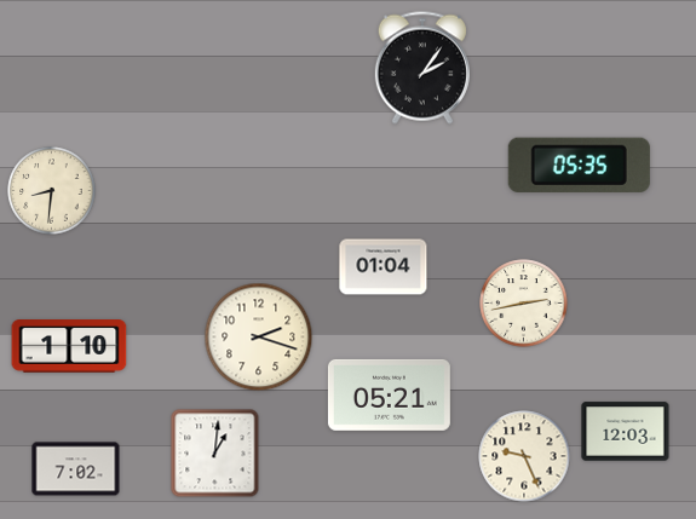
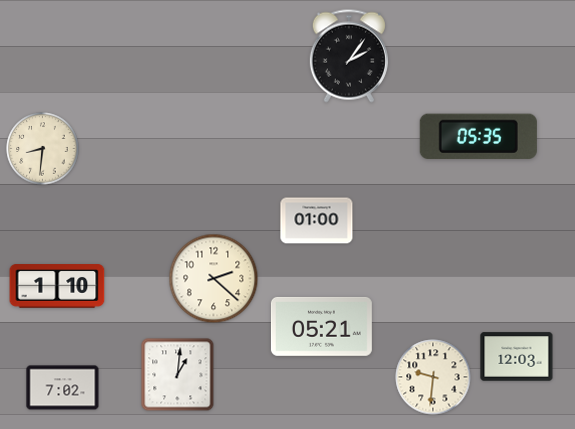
clock at (52, 191) position: (52, 191) -> (43, 149)
clock at (384, 267): 01:04 -> 01:00
clock at (524, 304): 2:43 -> none
clock at (259, 338): 2:18 -> 2:22
clock at (524, 456): 9:26 -> 9:31
